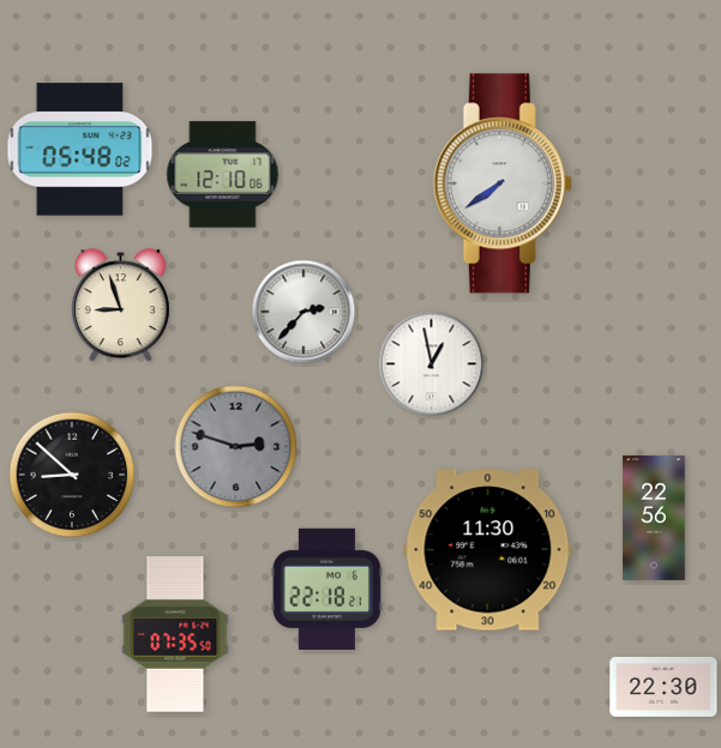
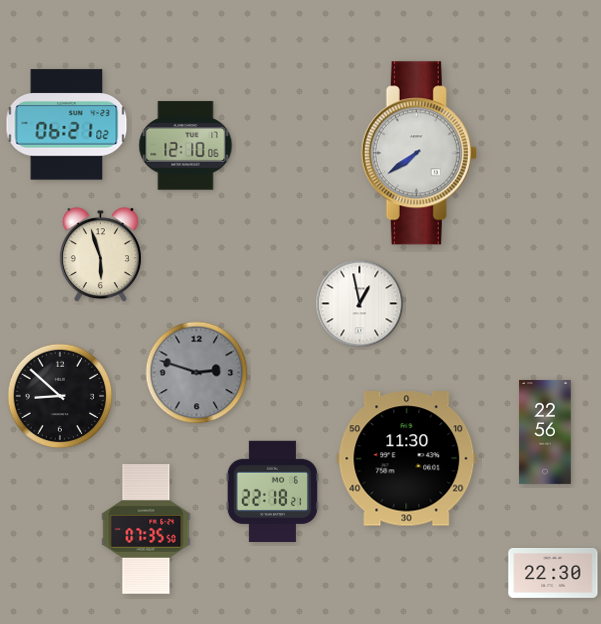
clock at (80, 150): 05:48 -> 06:21
clock at (120, 306): 8:57 -> 5:57
clock at (304, 312): 2:37 -> none
